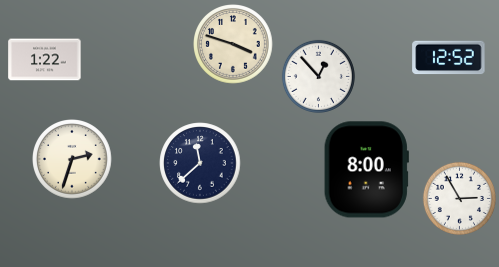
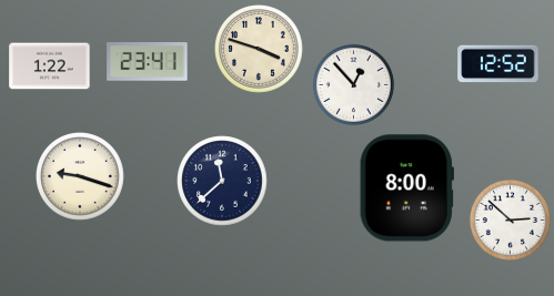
clock at (148, 62): none -> 23:41
clock at (73, 160): 2:33 -> 9:18
clock at (459, 198): 2:55 -> 2:52
